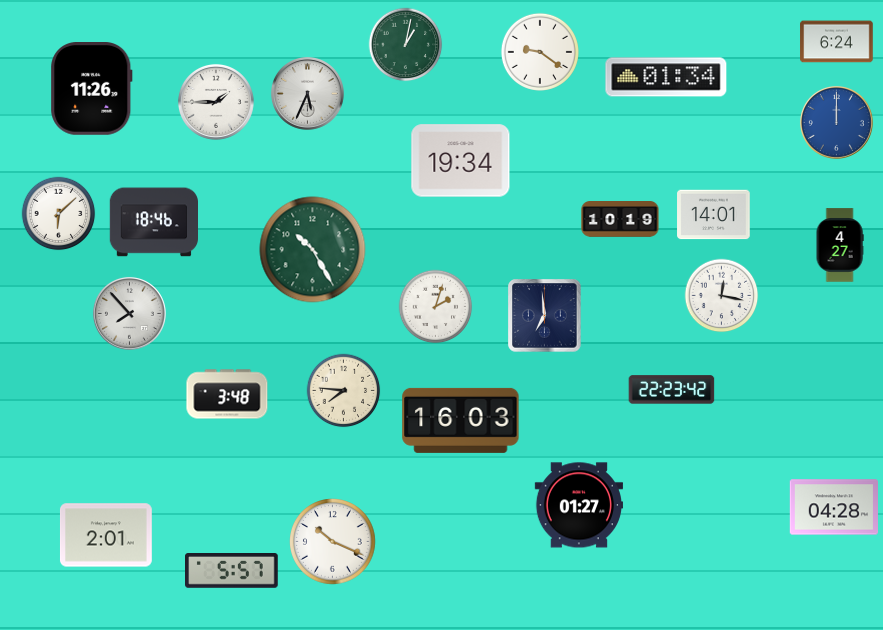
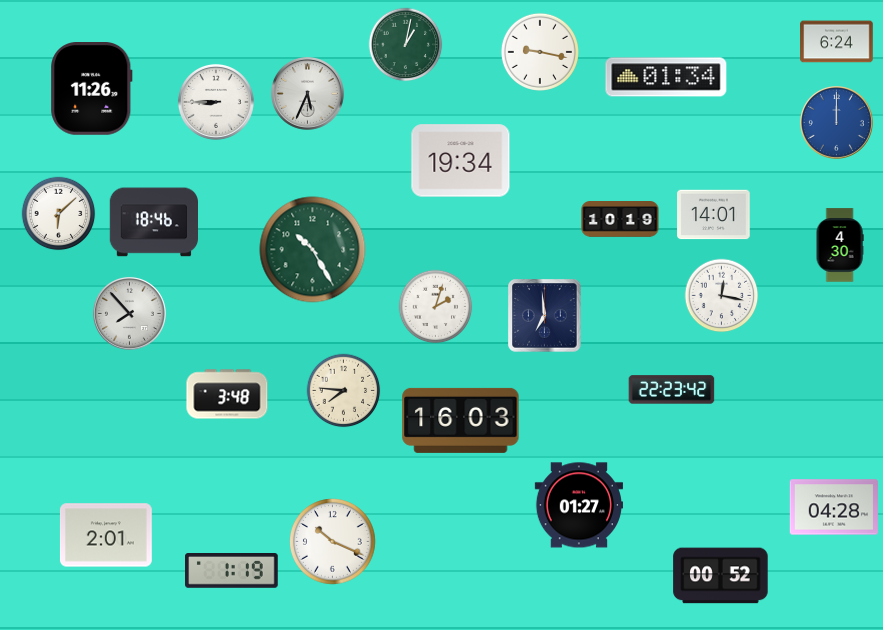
clock at (540, 52): 9:21 -> 9:17
clock at (216, 102): 1:45 -> 8:45
clock at (840, 245): 4:27 -> 4:30
clock at (232, 571): 5:57 -> 1:19
clock at (721, 576): none -> 00:52
